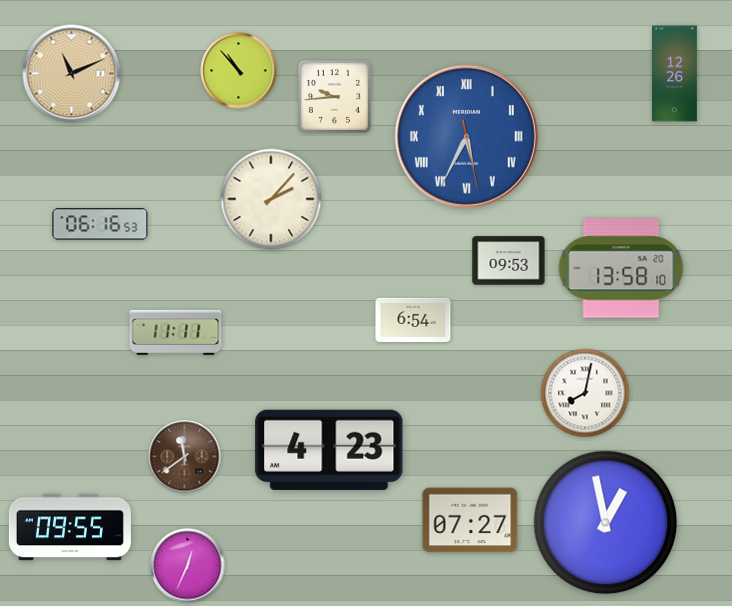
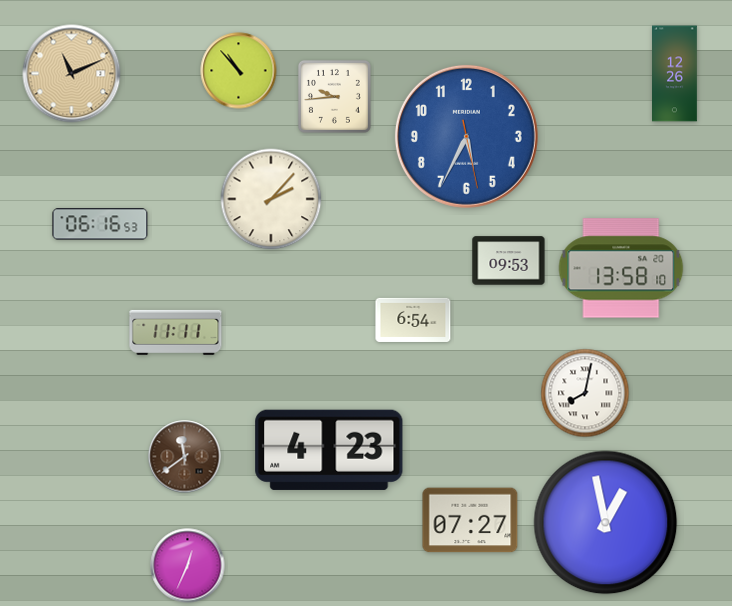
clock at (466, 136) numerals: Roman -> Arabic
clock at (70, 527): 09:55 -> none
